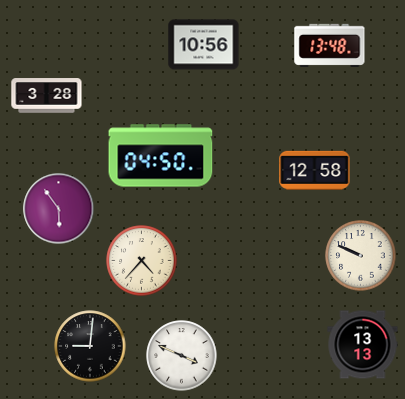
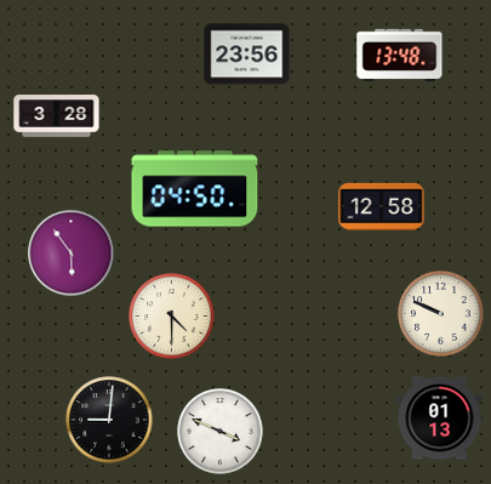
clock at (204, 45): 10:56 -> 23:56
clock at (361, 256) position: (361, 256) -> (441, 314)
clock at (142, 261): 4:37 -> 4:30
clock at (363, 345): 13:13 -> 01:13
